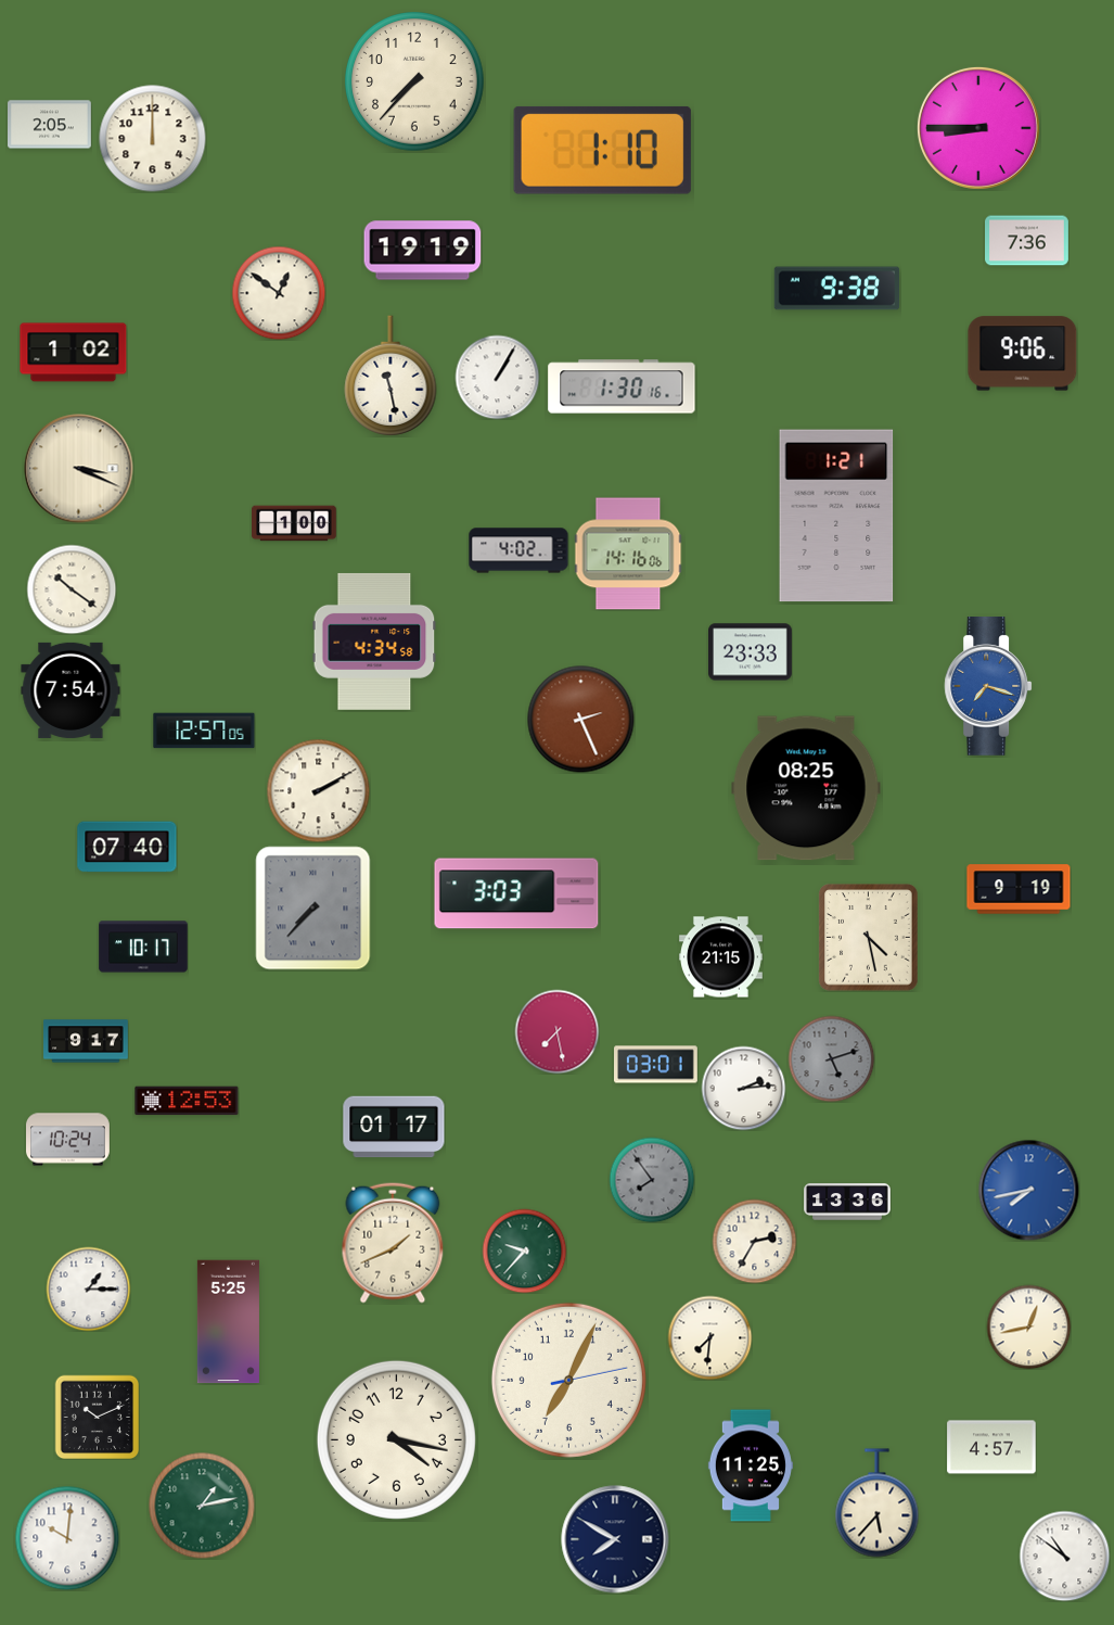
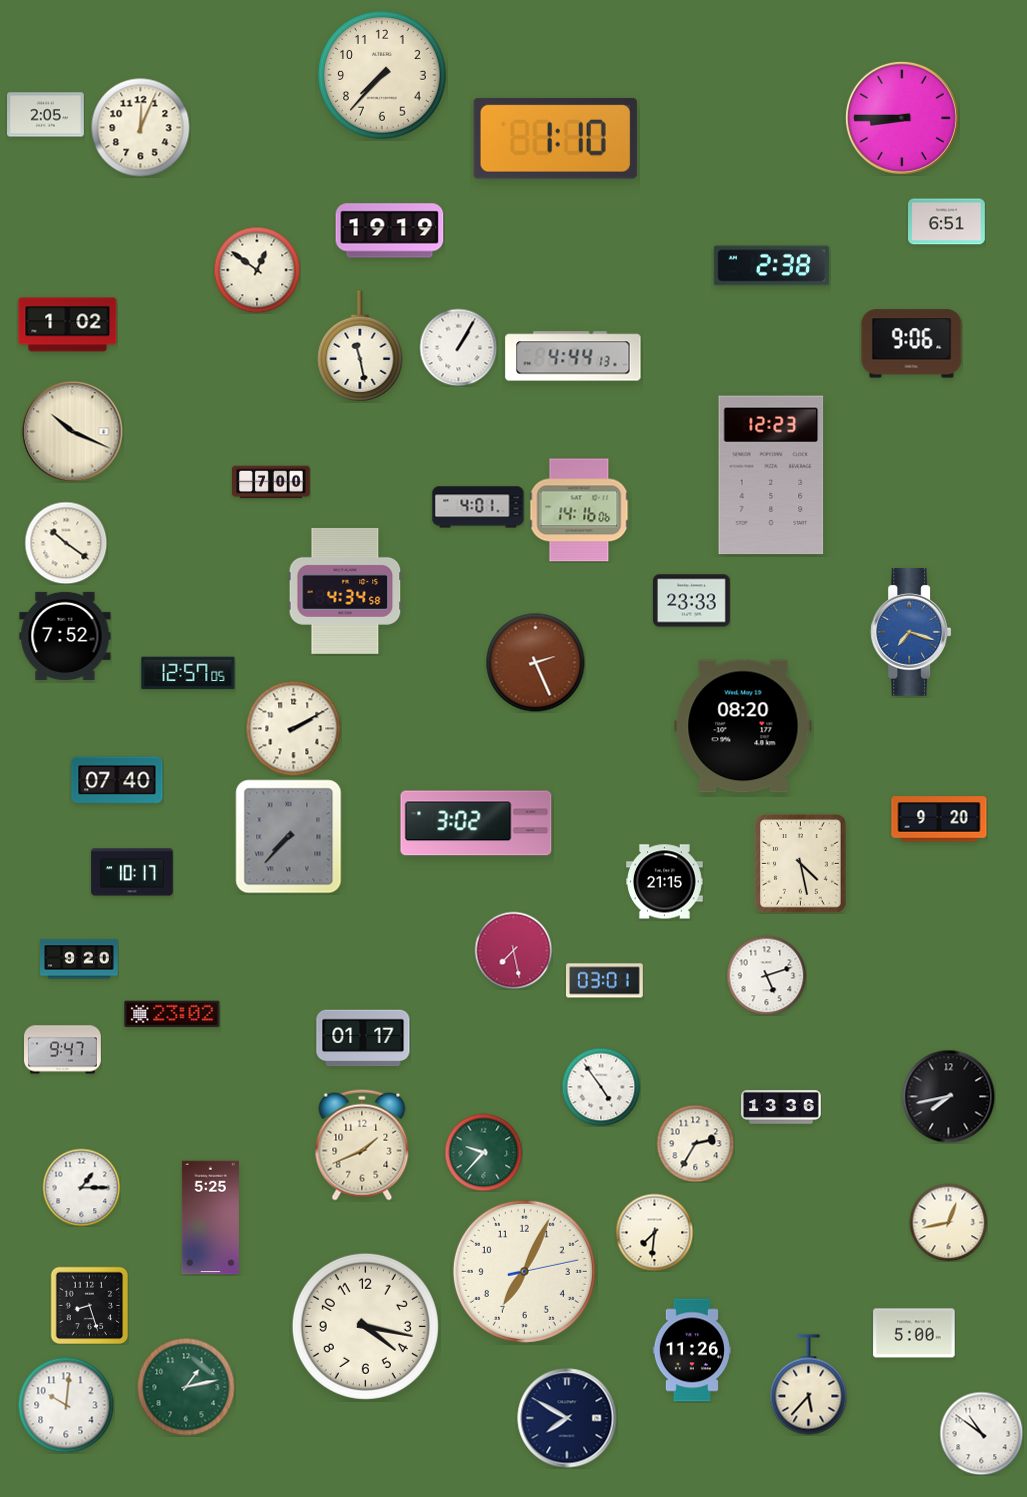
clock at (153, 139): 12:00 -> 12:04
clock at (1027, 241): 7:36 -> 6:51
clock at (837, 289): 9:38 -> 2:38
clock at (1023, 354) position: (1023, 354) -> (912, 344)
clock at (622, 386): 1:30 -> 4:44
clock at (79, 469): 3:19 -> 10:19
clock at (836, 516): 1:21 -> 12:23
clock at (295, 523): 1:00 -> 7:00
clock at (518, 550): 4:02 -> 4:01
clock at (71, 690): 7:54 -> 7:52
clock at (806, 788): 08:25 -> 08:20
clock at (1019, 889): 9:19 -> 9:20
clock at (516, 893): 3:03 -> 3:02
clock at (86, 1041): 9:17 -> 9:20
clock at (831, 1058) dial: grey -> white
clock at (743, 1088): 2:14 -> none
clock at (187, 1101): 12:53 -> 23:02
clock at (68, 1140): 10:24 -> 9:47
clock at (652, 1180): 7:54 -> 4:54
clock at (652, 1180) dial: grey -> white
clock at (1028, 1190) dial: blue -> black
clock at (97, 1417): 10:11 -> 8:27
clock at (991, 1447): 4:57 -> 5:00
clock at (751, 1465): 11:25 -> 11:26
clock at (67, 1538) position: (67, 1538) -> (66, 1405)
